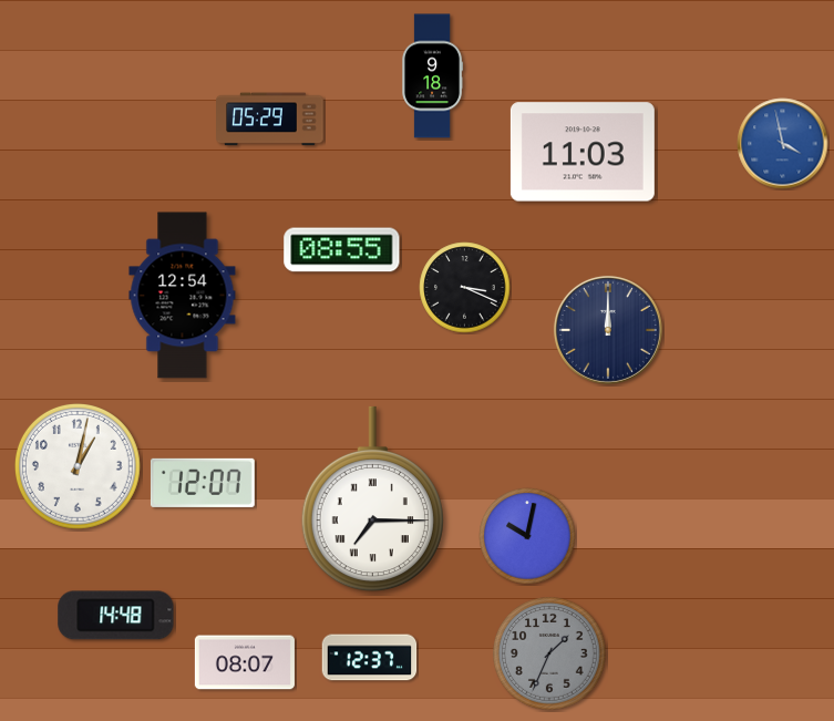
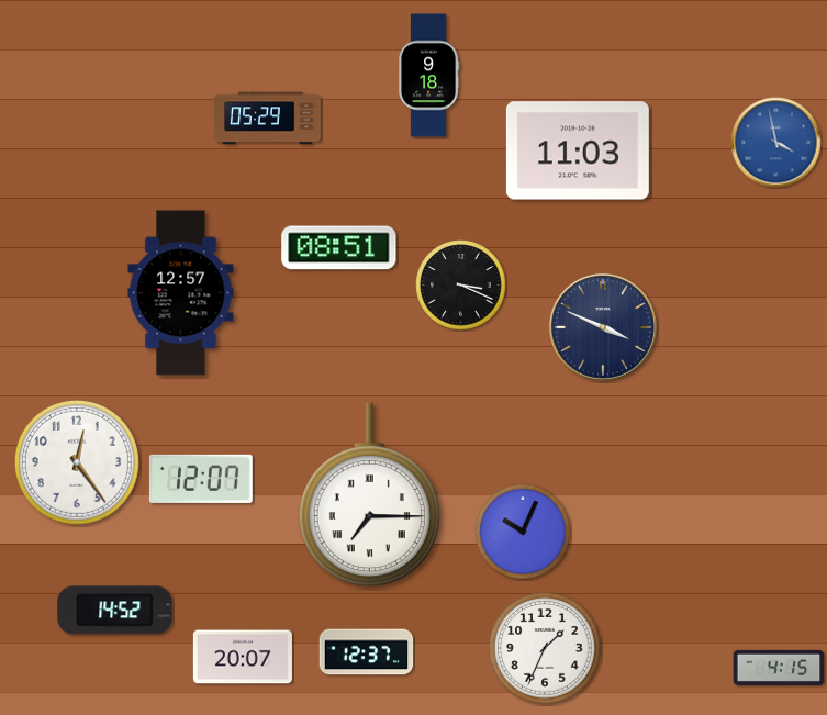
clock at (342, 250): 08:55 -> 08:51
clock at (183, 296): 12:54 -> 12:57
clock at (608, 330): 12:00 -> 3:49
clock at (78, 466): 1:02 -> 12:24
clock at (527, 536): 10:02 -> 10:04
clock at (116, 616): 14:48 -> 14:52
clock at (550, 655) dial: grey -> white
clock at (245, 662): 08:07 -> 20:07
clock at (779, 667): none -> 4:15
